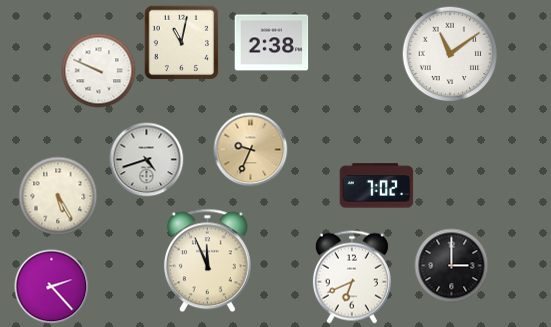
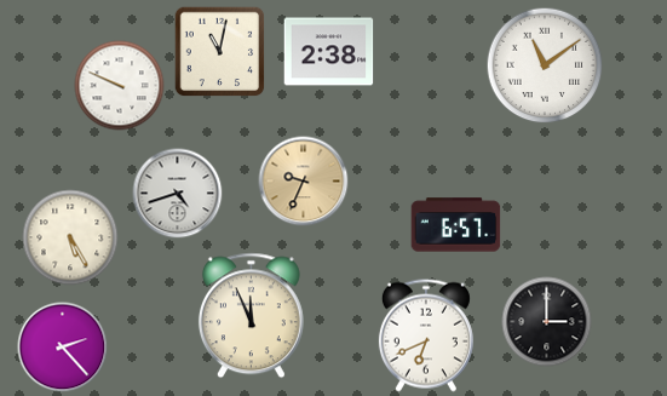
clock at (377, 186): 7:02 -> 6:57
